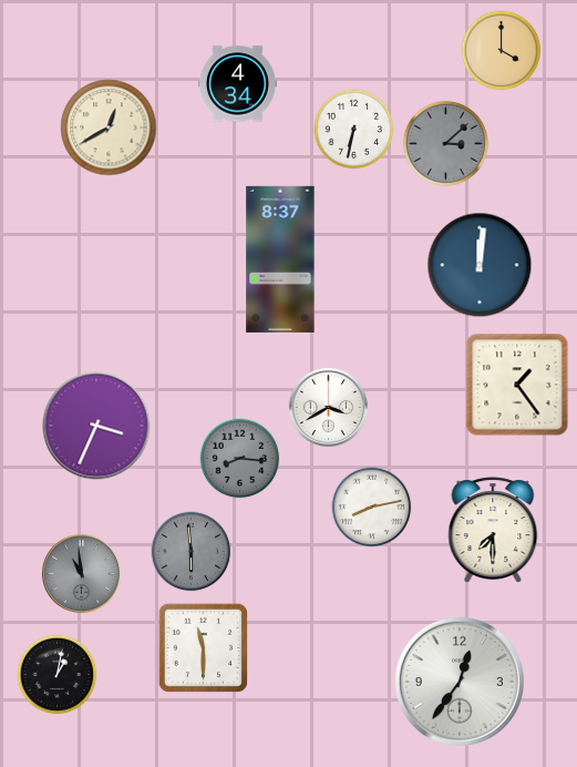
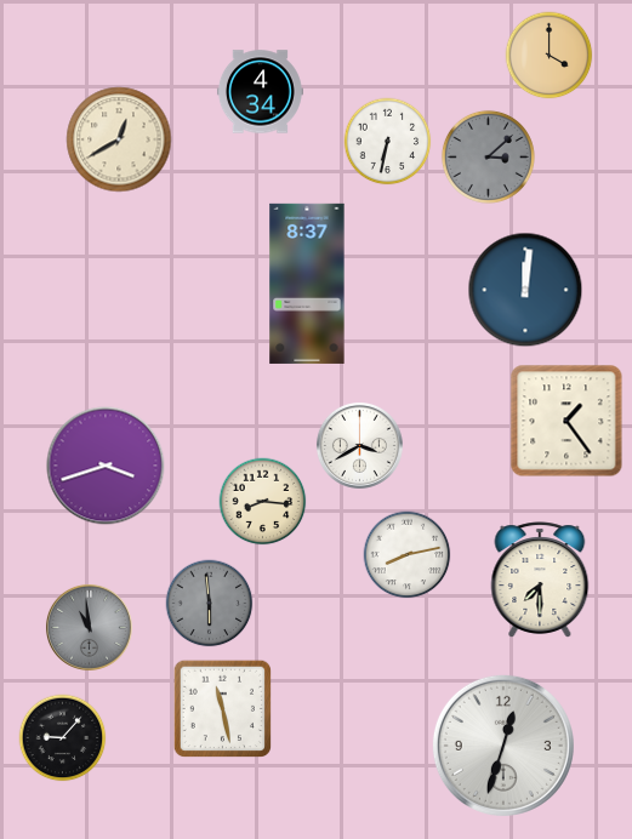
clock at (96, 426): 3:34 -> 3:42
clock at (240, 459) dial: grey -> cream
clock at (203, 647): 11:30 -> 11:28
clock at (58, 675): 1:02 -> 9:07
clock at (460, 682): 12:36 -> 12:33
